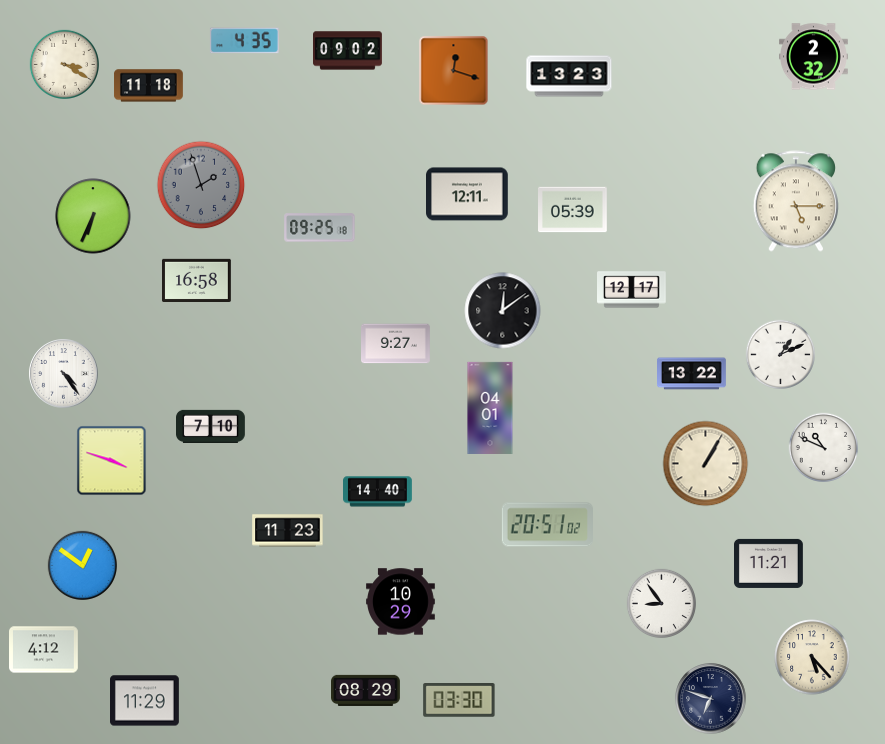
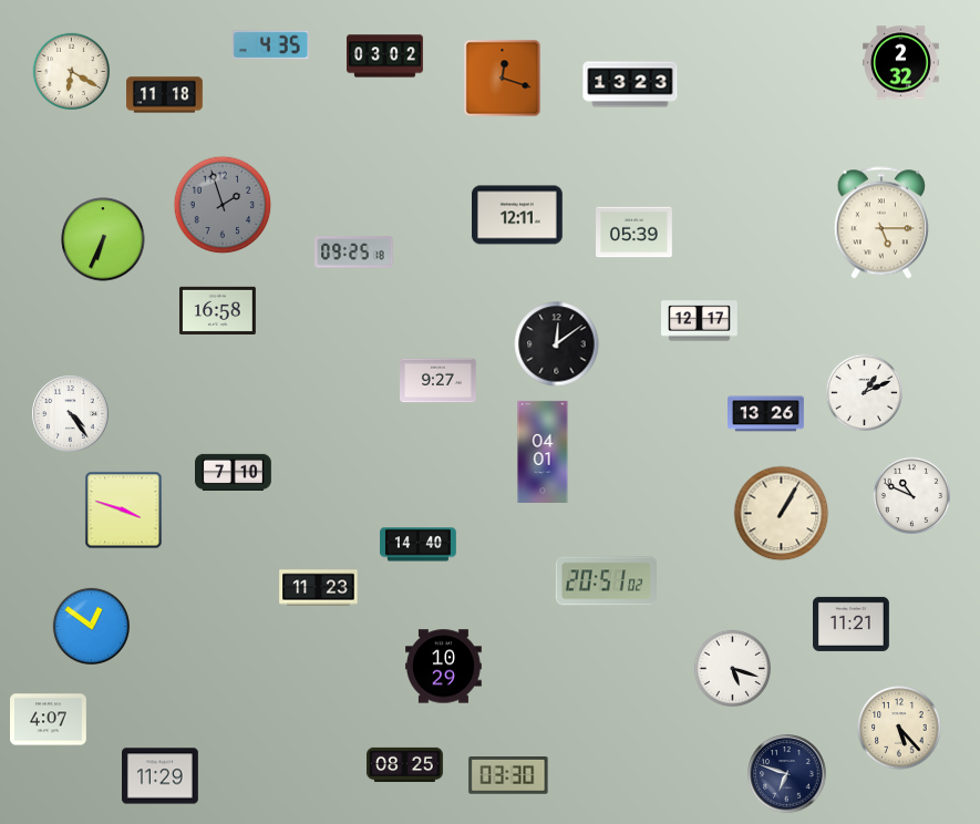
clock at (348, 51): 09:02 -> 03:02
clock at (64, 64): 3:20 -> 6:20
clock at (692, 374): 13:22 -> 13:26
clock at (661, 603): 8:54 -> 5:18
clock at (44, 650): 4:12 -> 4:07
clock at (366, 690): 08:29 -> 08:25
